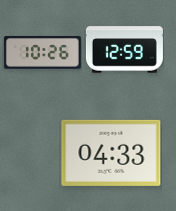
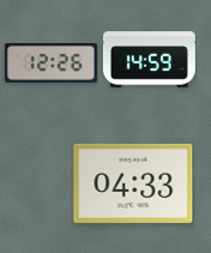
clock at (124, 50): 12:59 -> 14:59
clock at (42, 53): 10:26 -> 12:26
